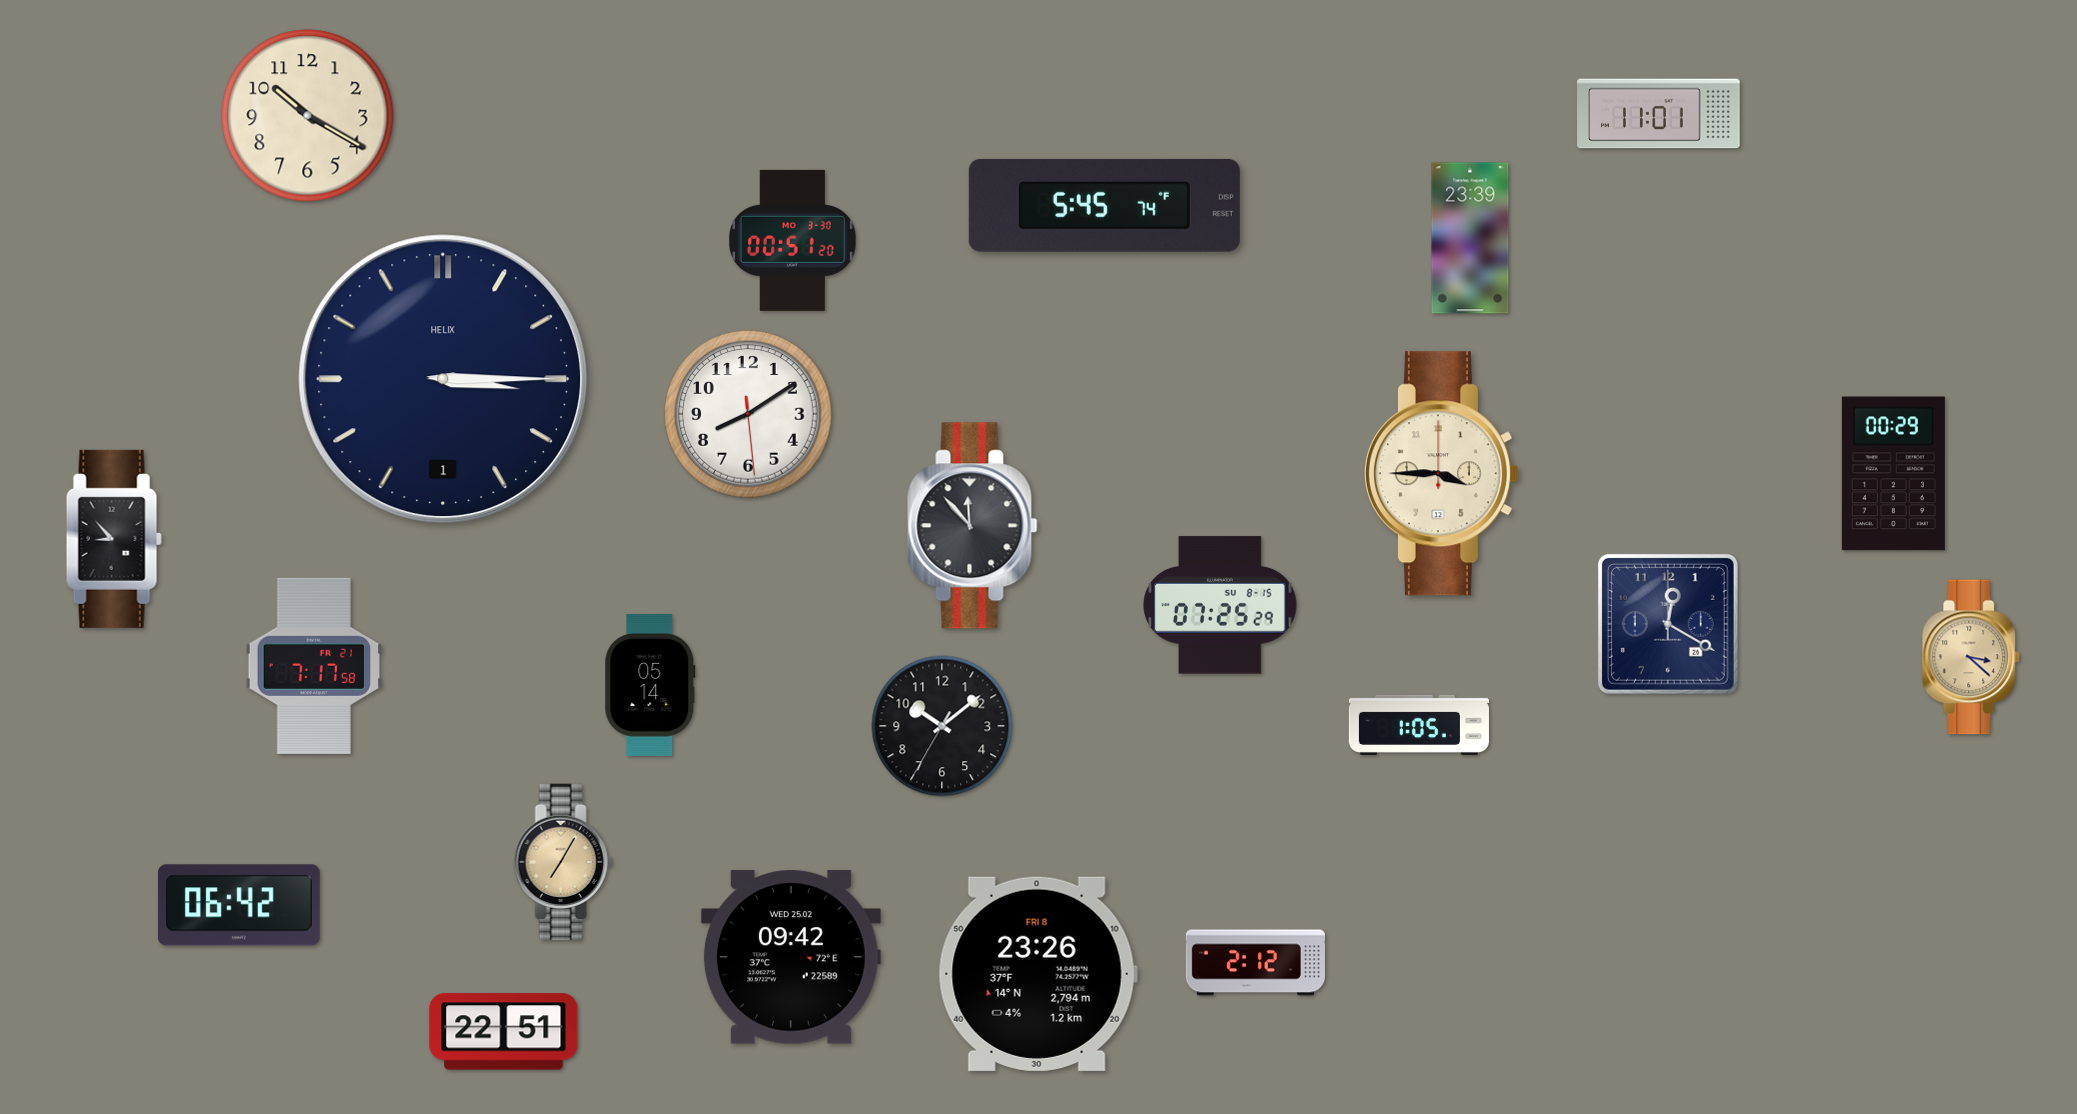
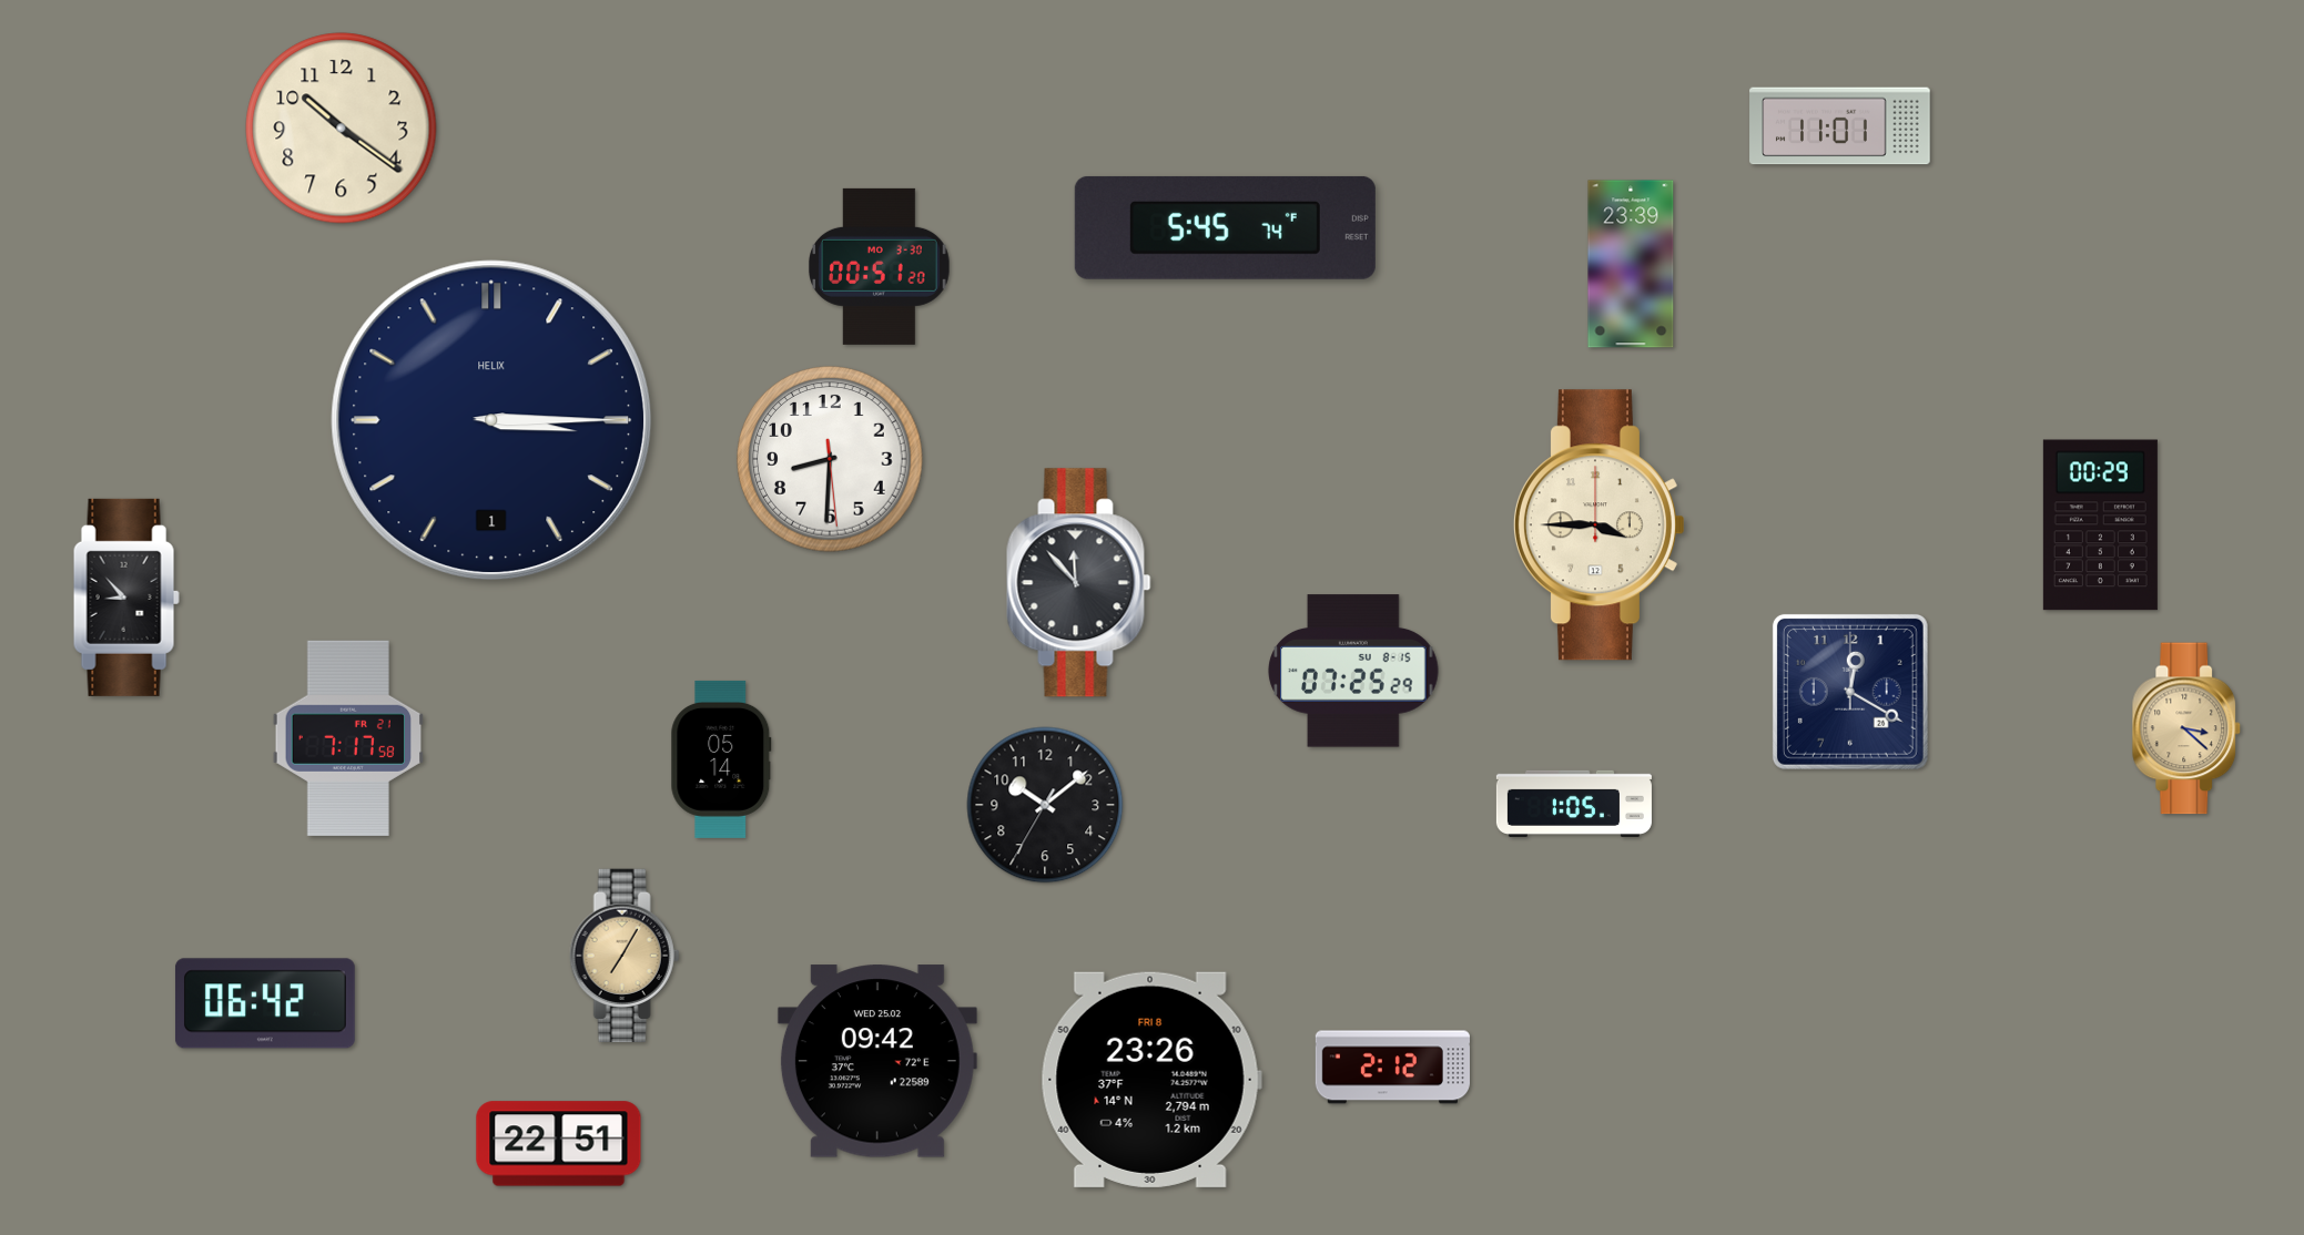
clock at (308, 116): 10:20 -> 10:21
clock at (748, 414): 8:09 -> 8:30
